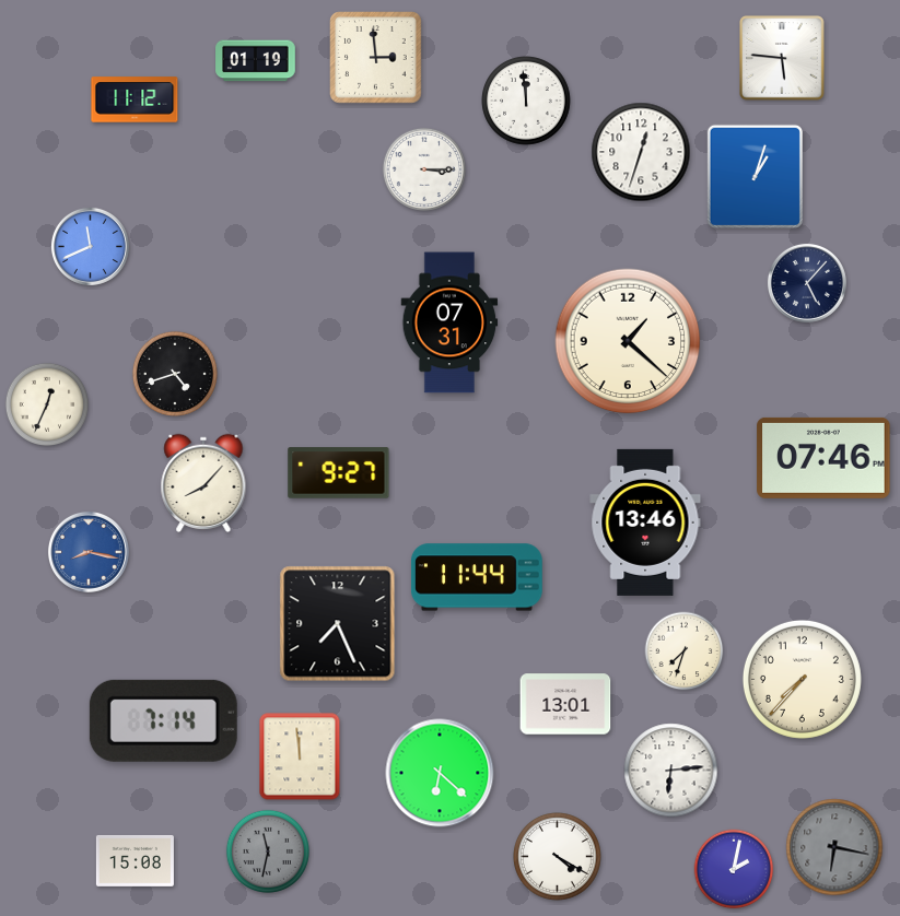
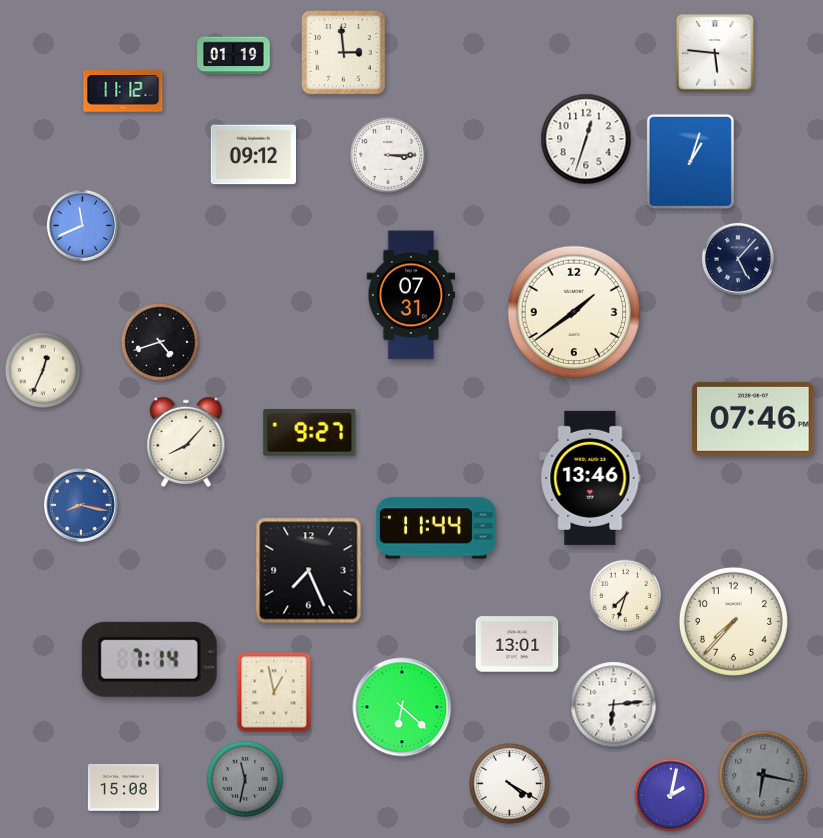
clock at (526, 101): 11:59 -> none
clock at (253, 155): none -> 09:12
clock at (628, 341): 1:22 -> 1:39
clock at (300, 756): 11:59 -> 12:58
